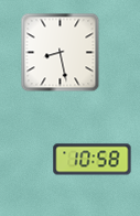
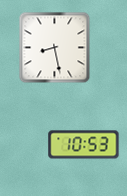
clock at (93, 160): 10:58 -> 10:53
